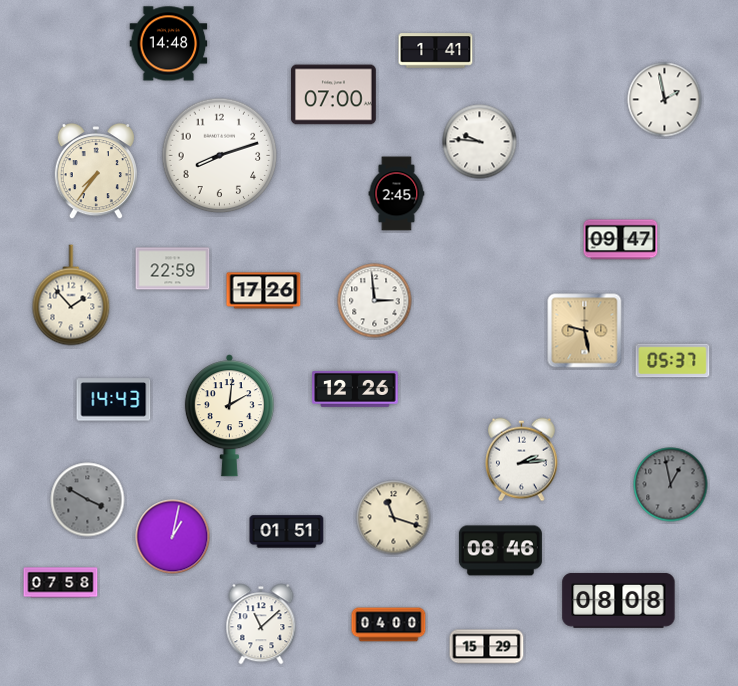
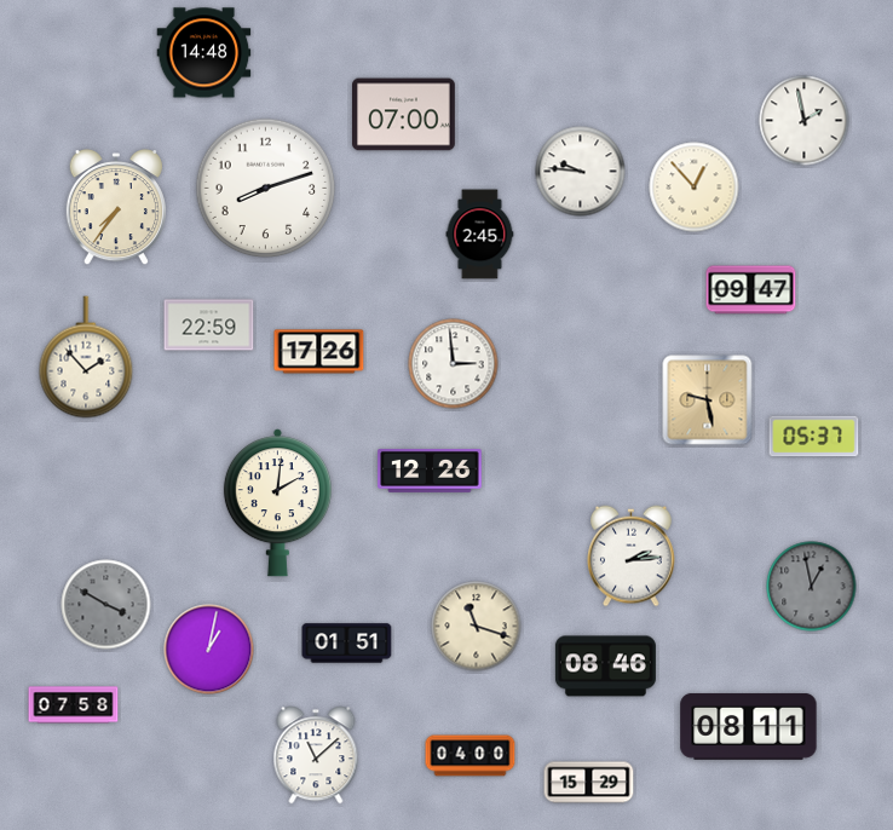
clock at (436, 51): 1:41 -> none
clock at (695, 188): none -> 12:53
clock at (114, 400): 14:43 -> none
clock at (619, 601): 08:08 -> 08:11
